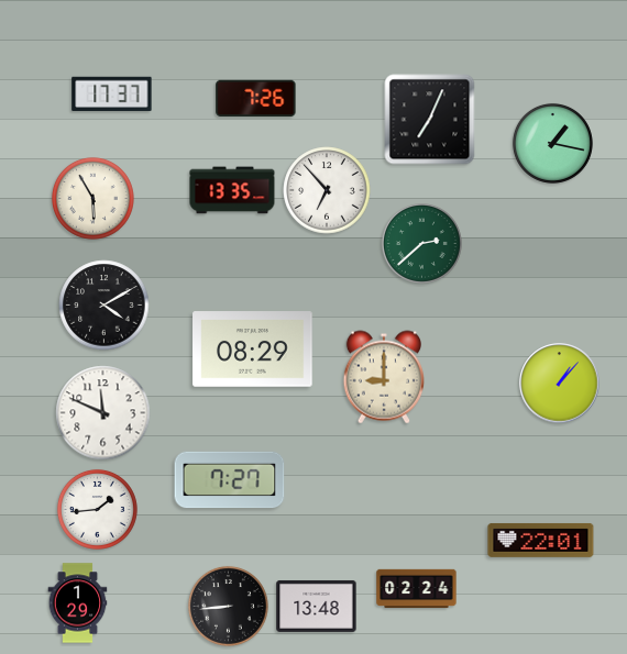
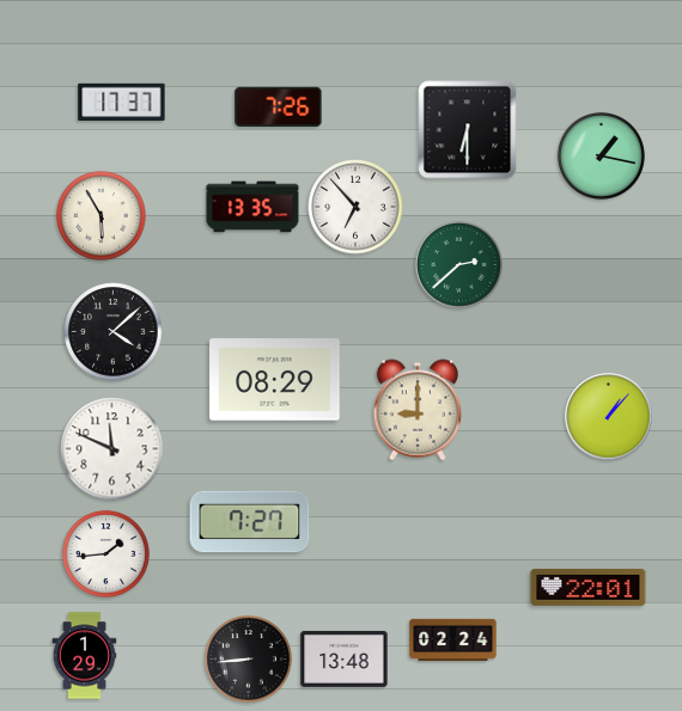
clock at (430, 120): 7:04 -> 6:30
clock at (105, 306): 4:10 -> 4:08
